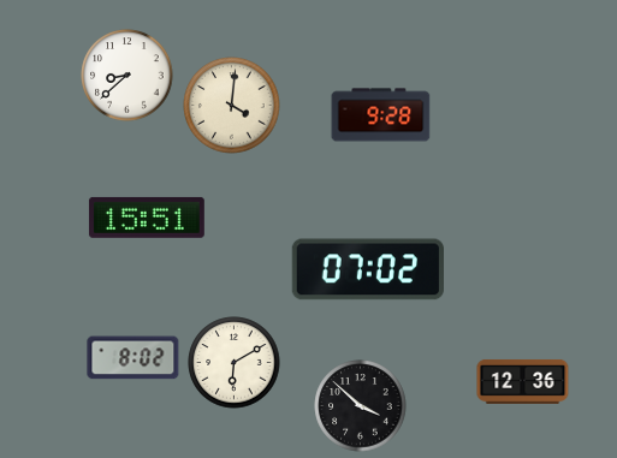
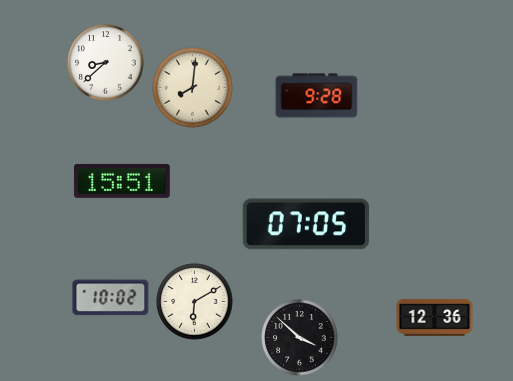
clock at (232, 106): 4:01 -> 8:01
clock at (368, 269): 07:02 -> 07:05
clock at (134, 358): 8:02 -> 10:02
